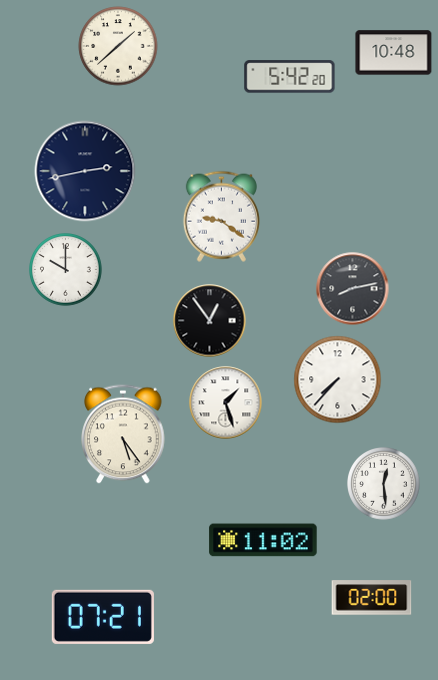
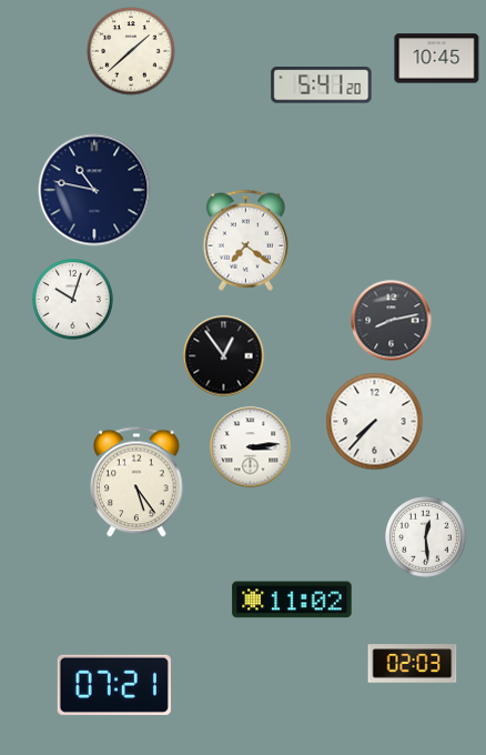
clock at (394, 53): 10:48 -> 10:45
clock at (290, 77): 5:42 -> 5:41
clock at (85, 171): 2:43 -> 10:47
clock at (221, 216): 9:21 -> 7:21
clock at (66, 270): 10:00 -> 10:03
clock at (210, 321) position: (210, 321) -> (224, 356)
clock at (226, 403): 1:27 -> 3:14
clock at (372, 598): 02:00 -> 02:03
